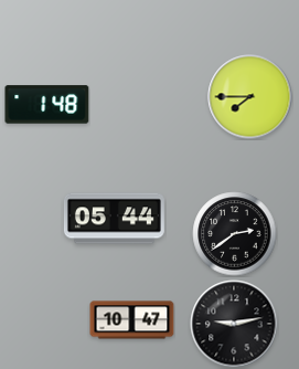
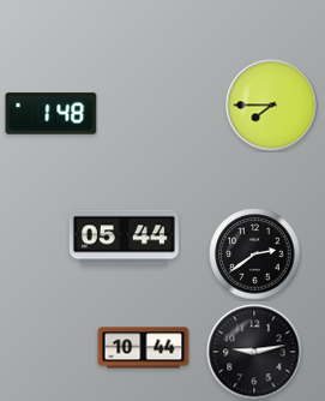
clock at (132, 320): 10:47 -> 10:44
